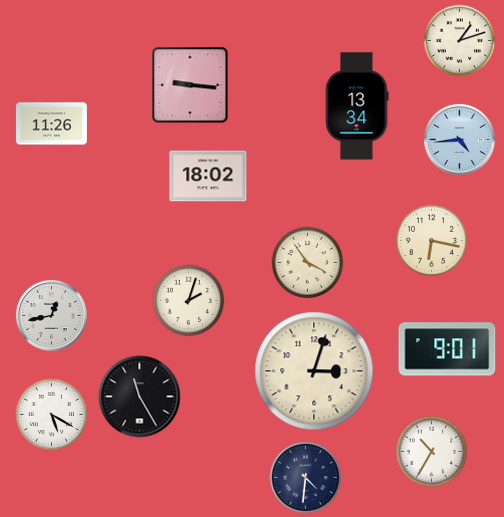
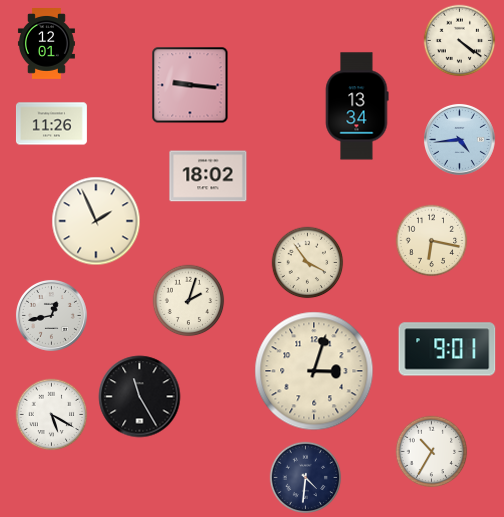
clock at (460, 41): 1:12 -> 4:21
clock at (46, 44): none -> 12:01
clock at (96, 221): none -> 1:56
